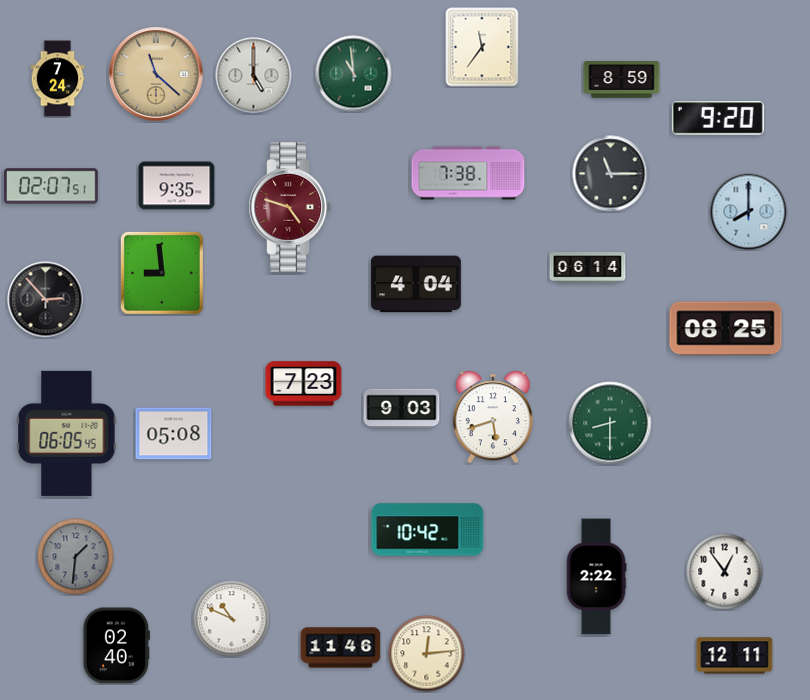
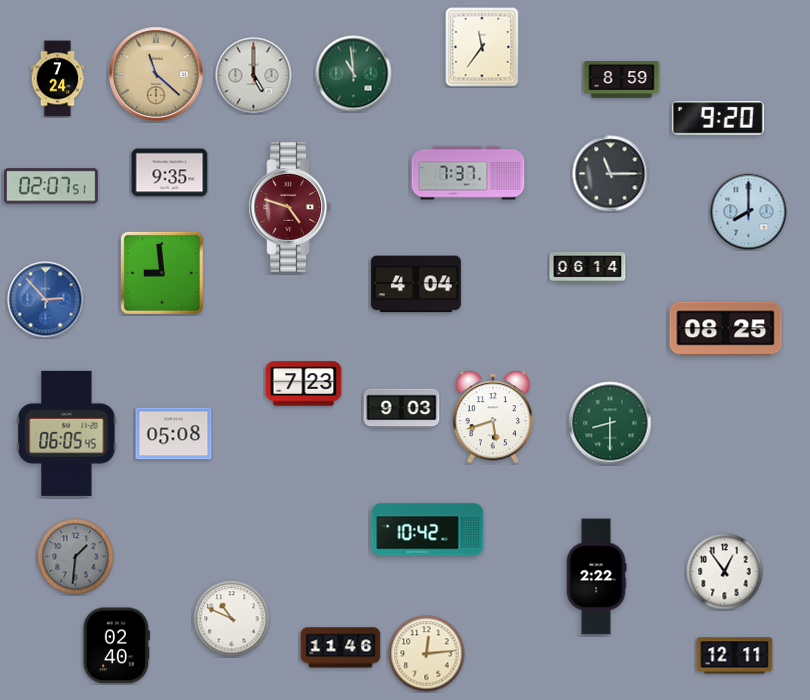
clock at (468, 173): 7:38 -> 7:37
clock at (177, 186) position: (177, 186) -> (170, 173)
clock at (46, 300) dial: black -> blue
